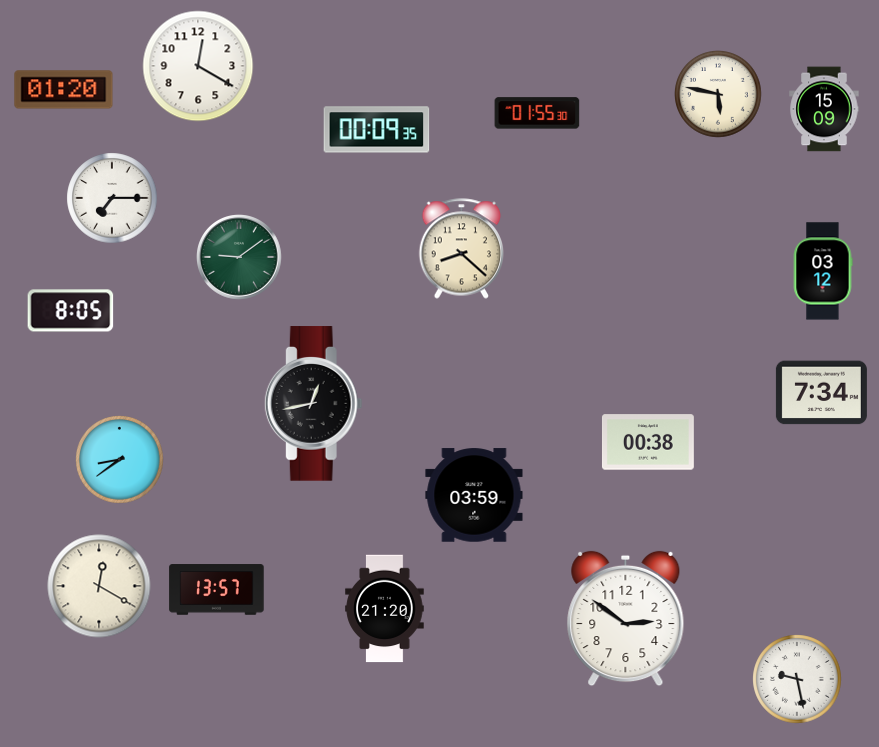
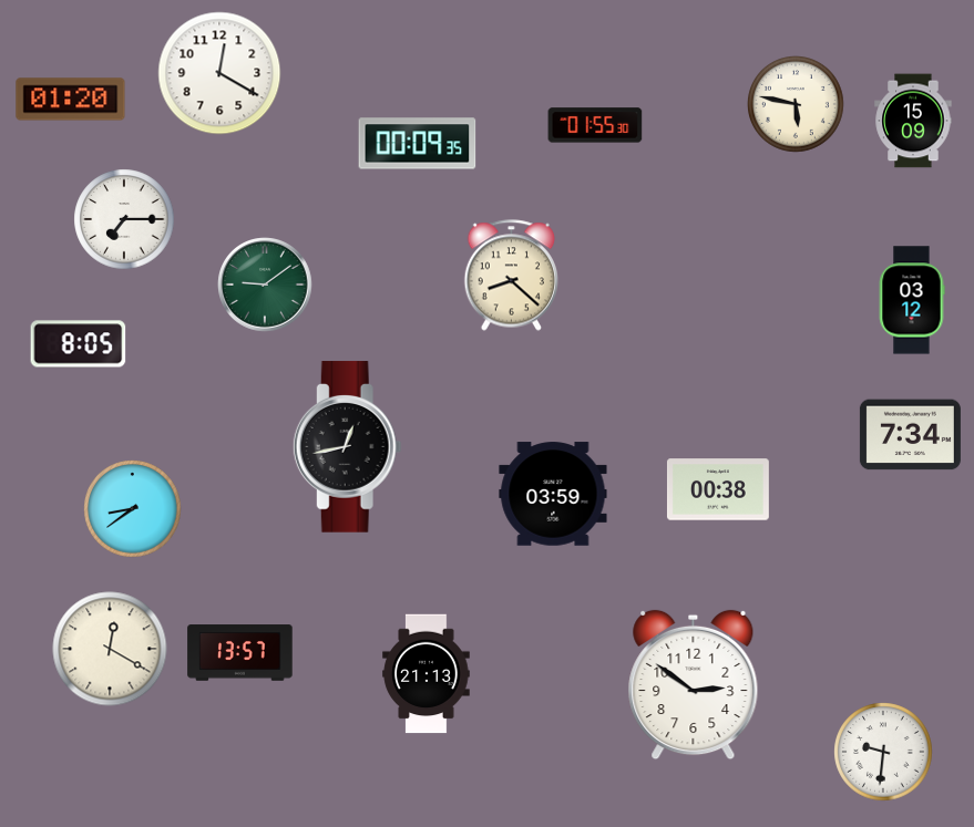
clock at (474, 495) position: (474, 495) -> (553, 494)
clock at (385, 609): 21:20 -> 21:13
clock at (797, 679): 9:28 -> 9:31
